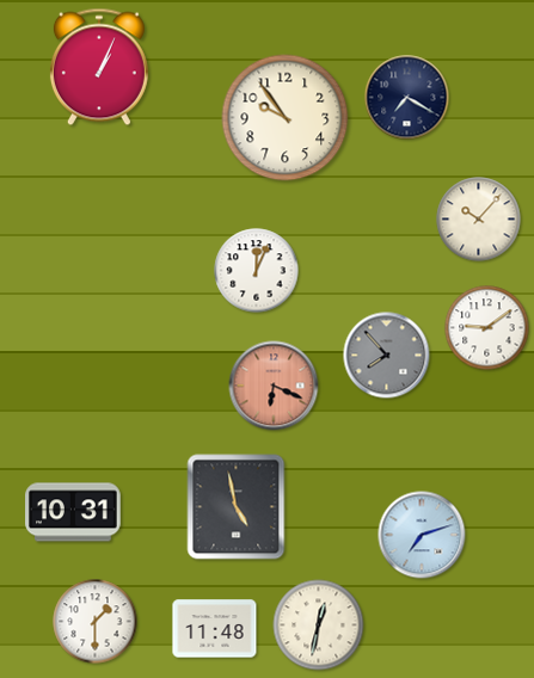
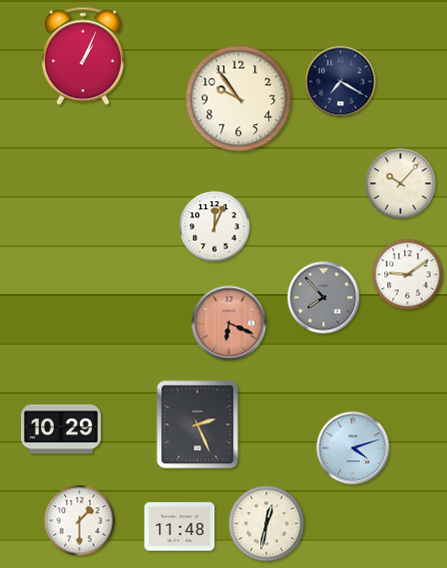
clock at (237, 507): 4:58 -> 2:26
clock at (73, 512): 10:31 -> 10:29
clock at (422, 535): 7:12 -> 4:12
